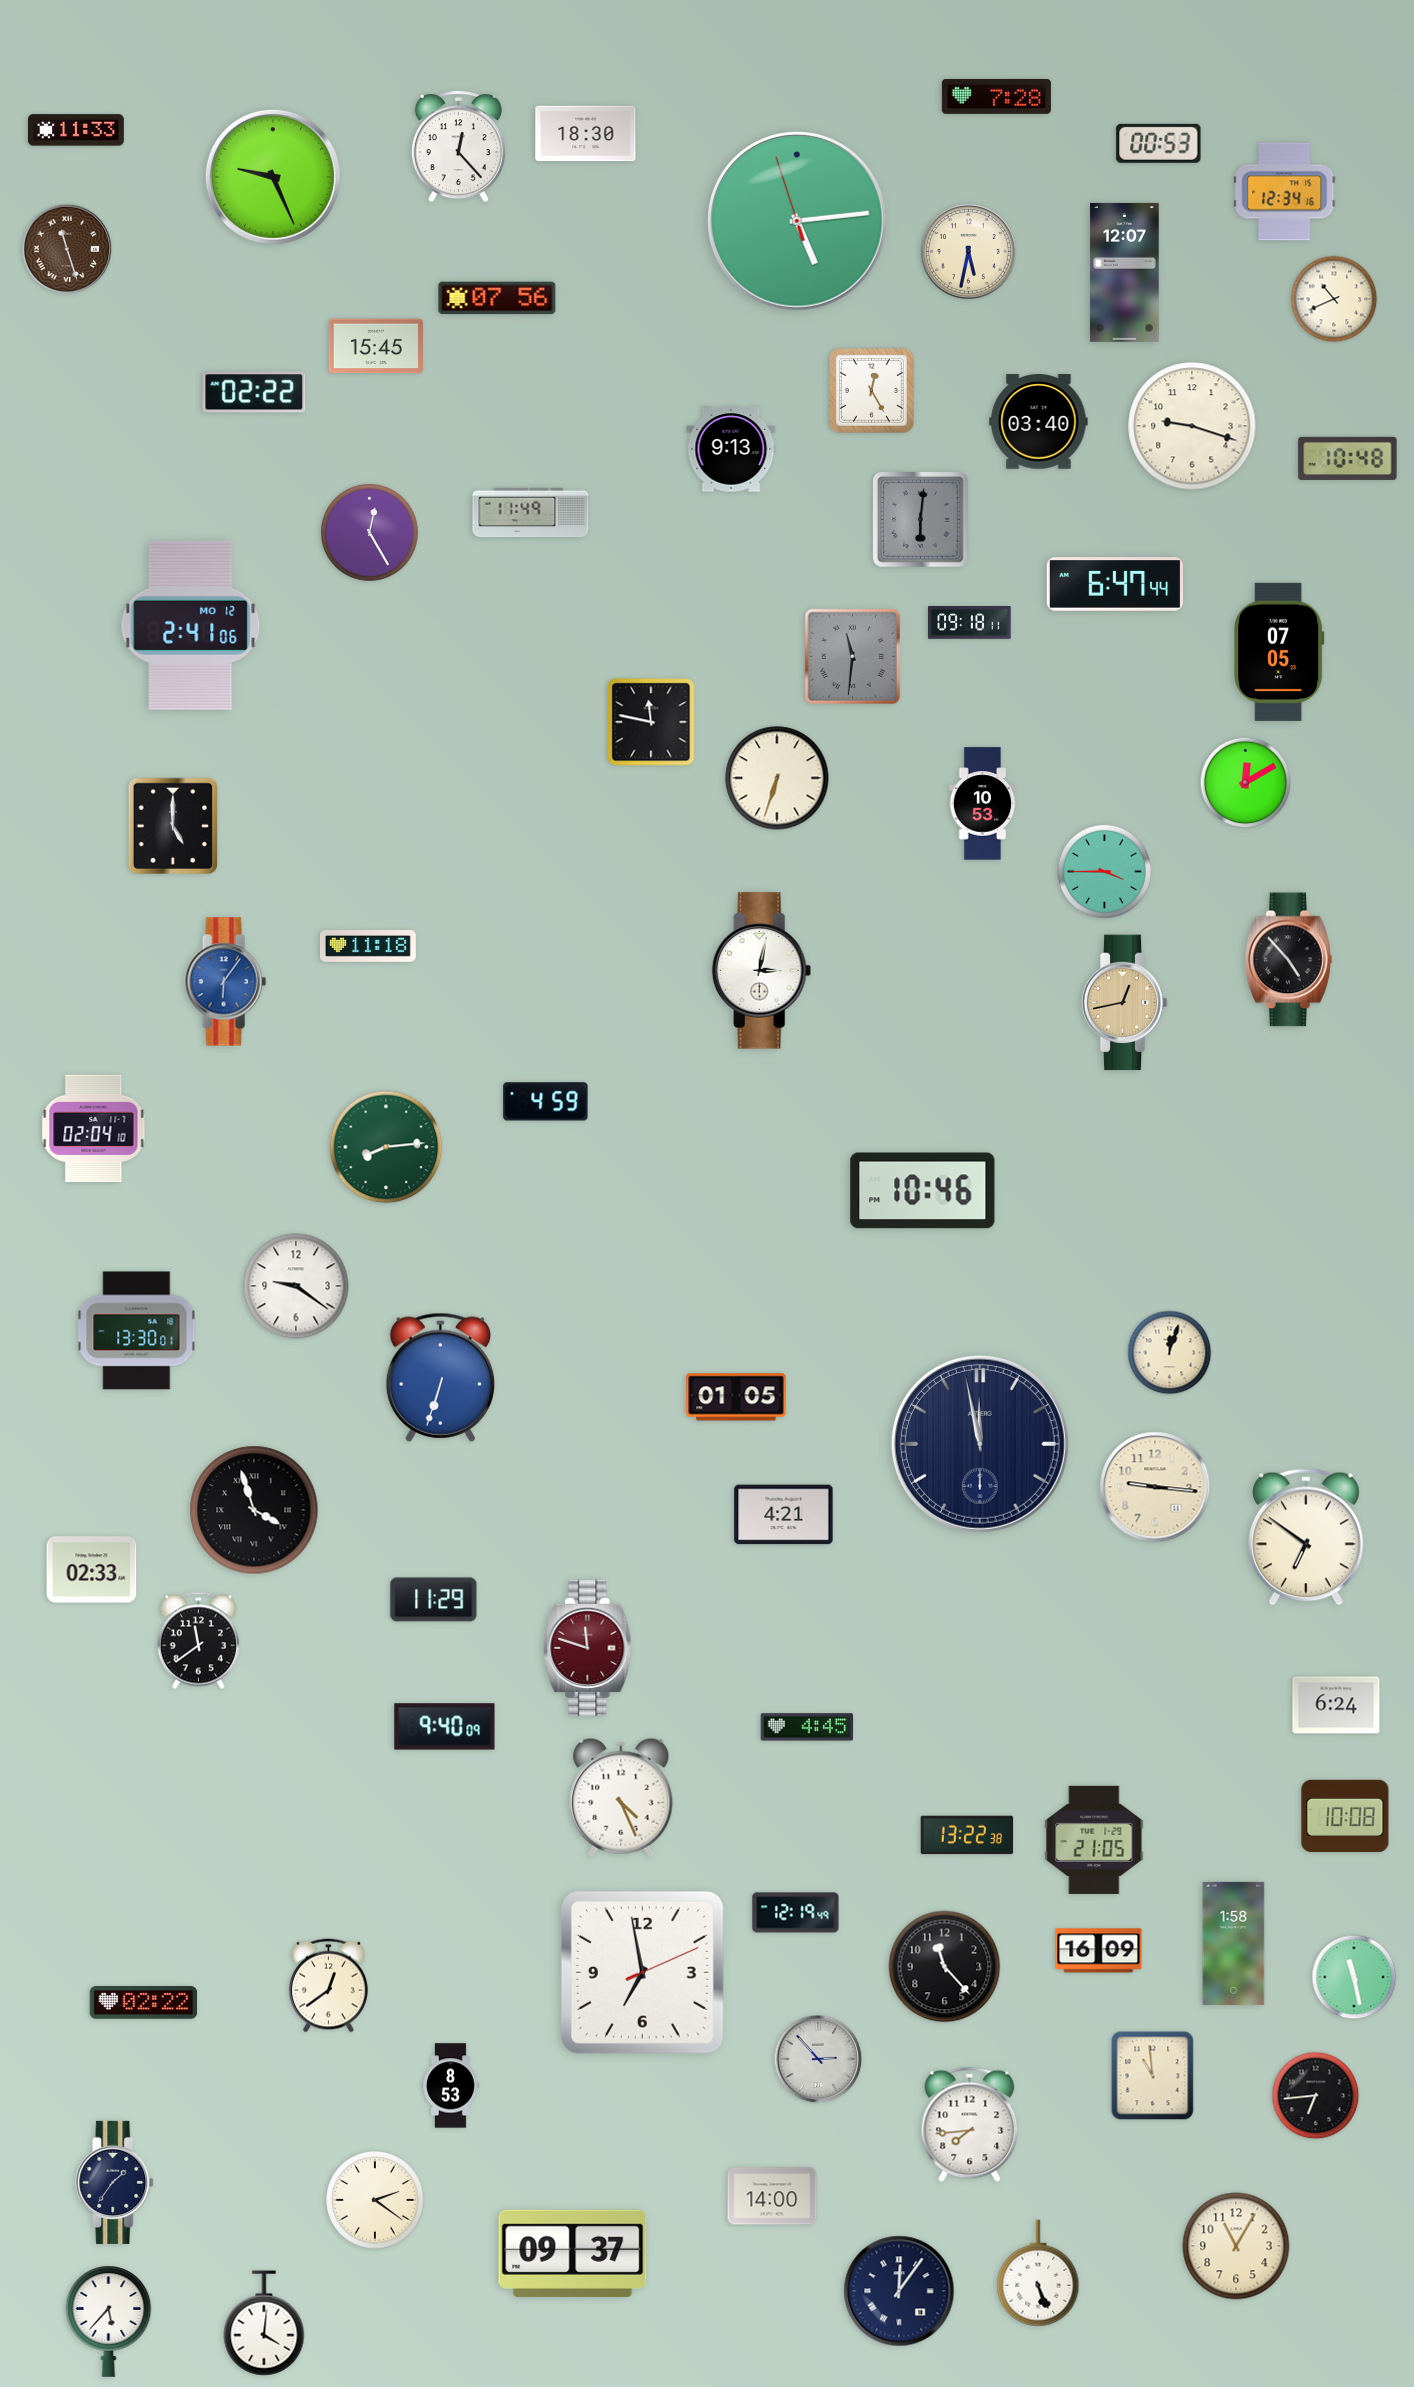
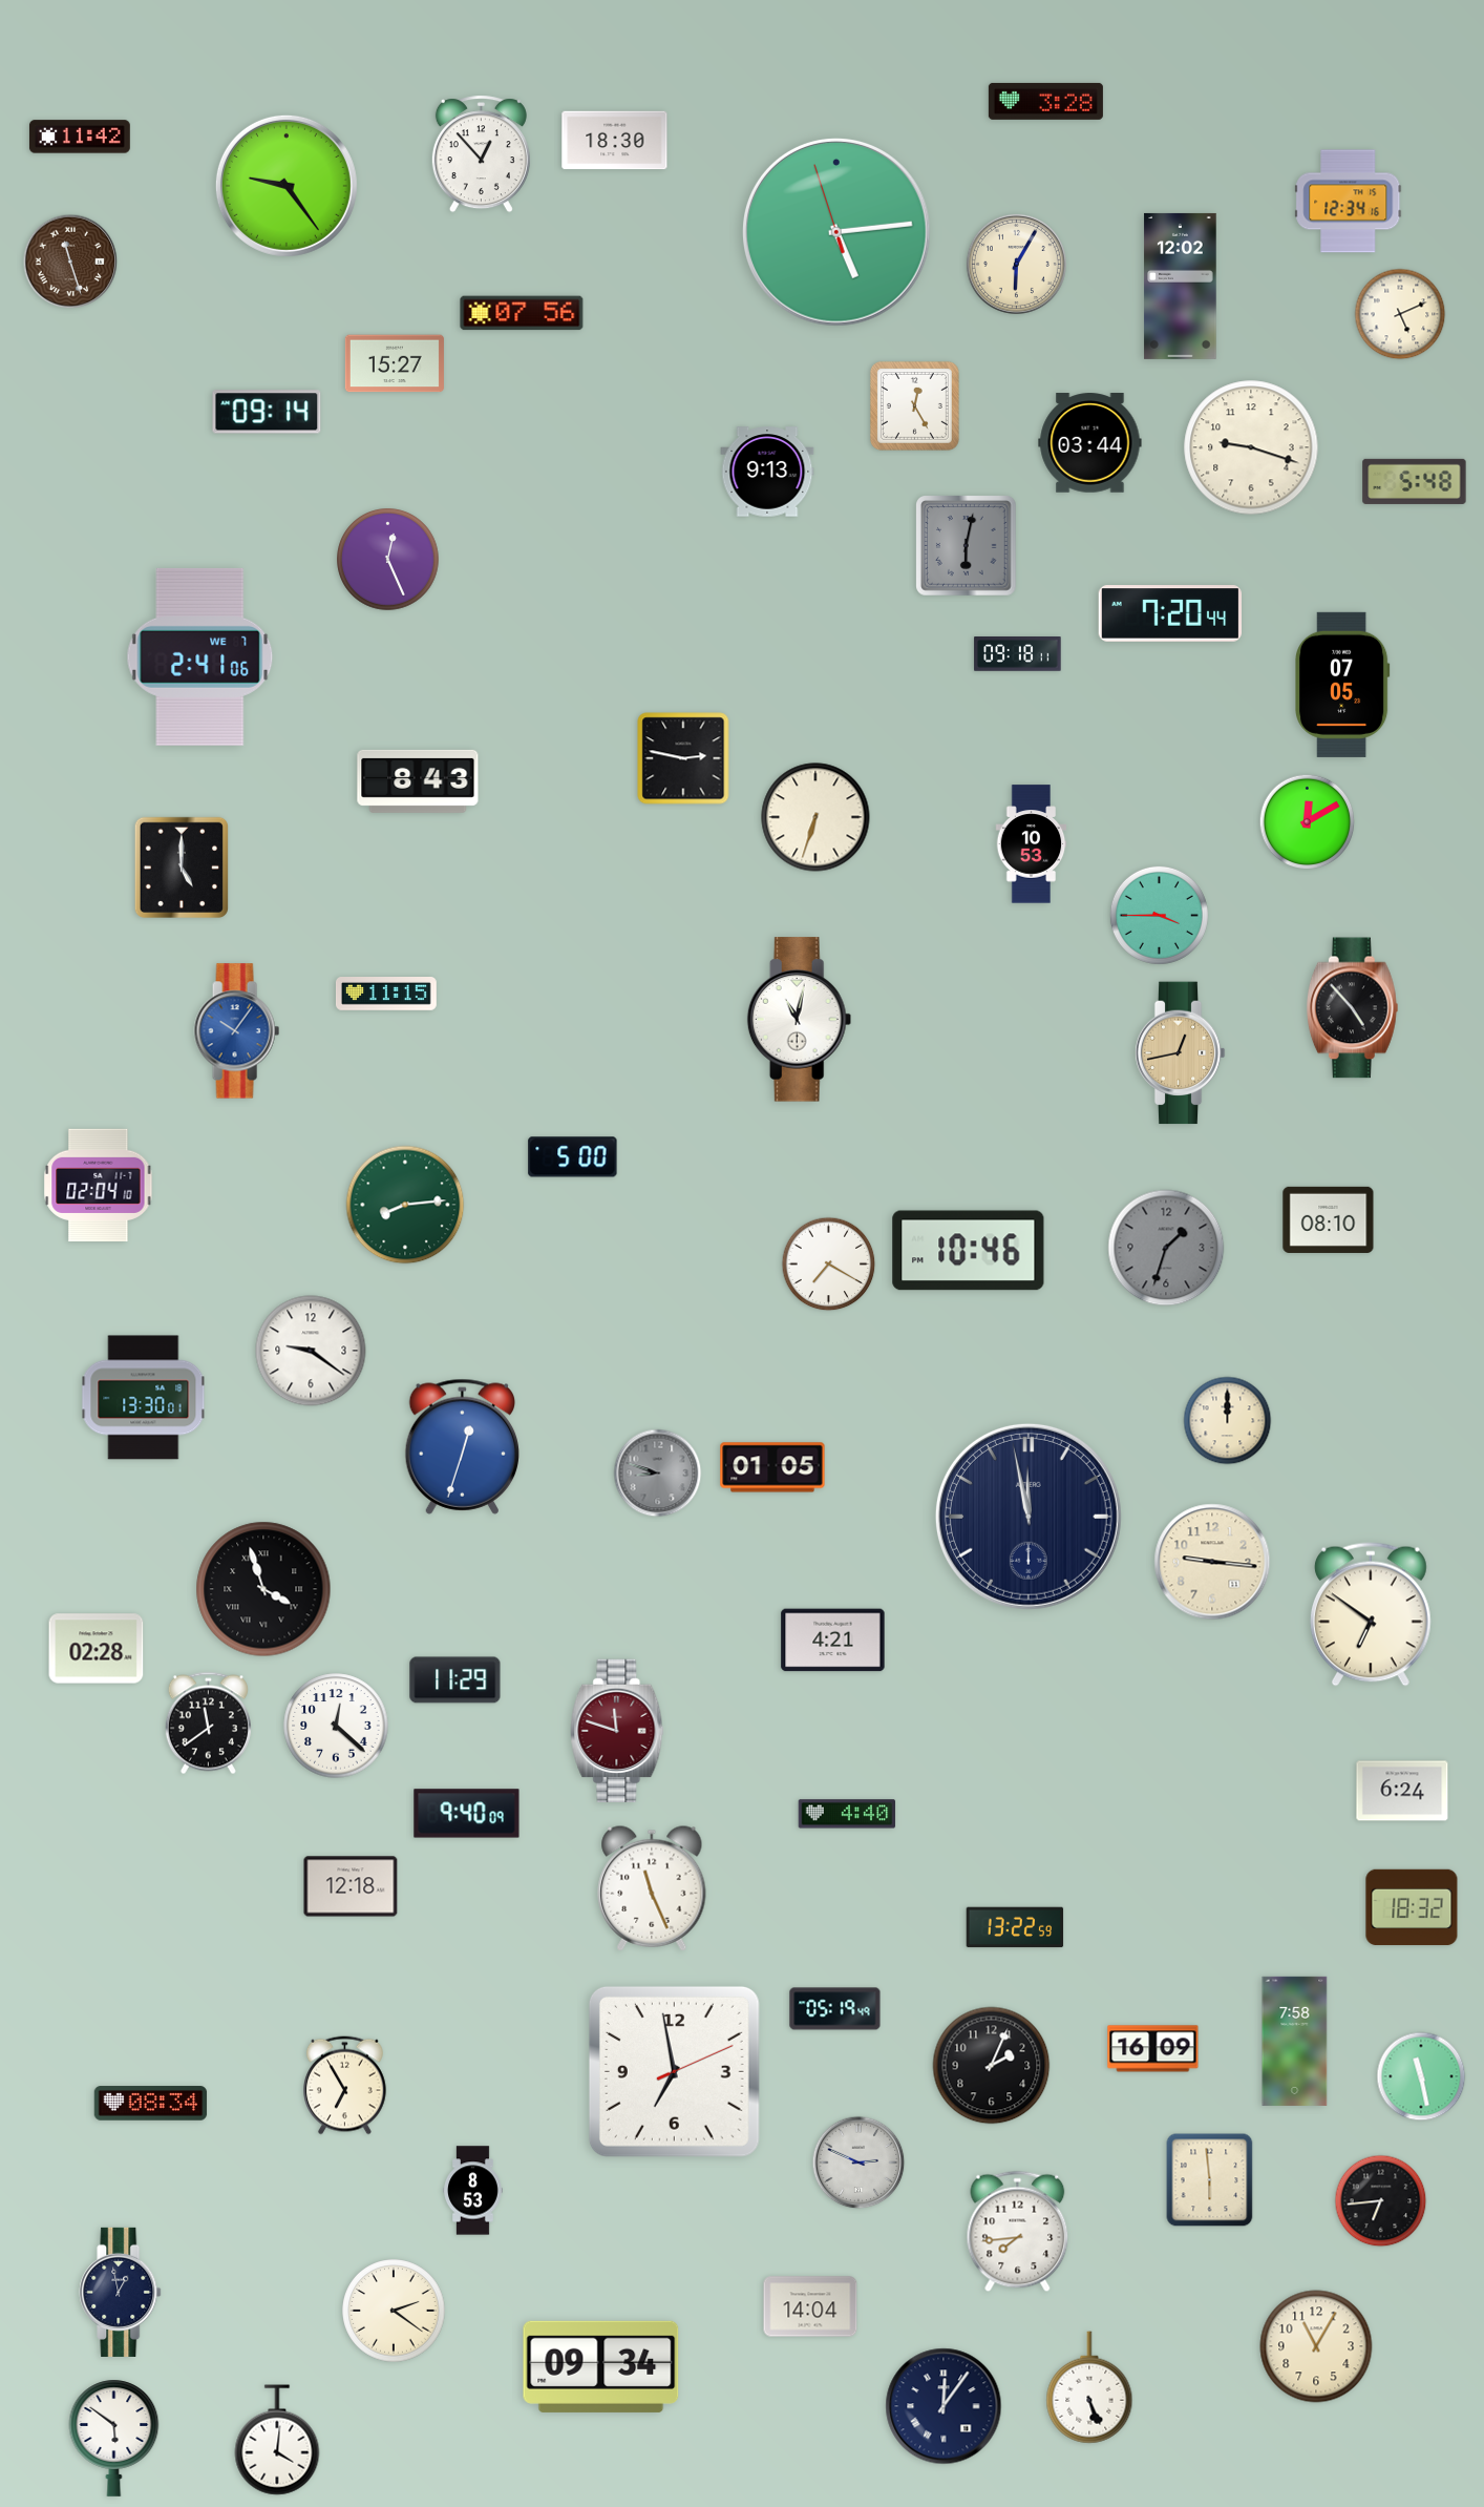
clock at (996, 96): 7:28 -> 3:28
clock at (76, 130): 11:33 -> 11:42
clock at (1159, 143): 00:53 -> none
clock at (458, 147): 12:23 -> 12:53
clock at (273, 177): 9:26 -> 9:24
clock at (968, 251): 5:32 -> 6:05
clock at (1125, 272): 12:07 -> 12:02
clock at (1334, 299): 10:41 -> 5:11
clock at (376, 346): 15:45 -> 15:27
clock at (871, 390) position: (871, 390) -> (914, 405)
clock at (254, 392): 02:22 -> 09:14
clock at (1039, 422): 03:40 -> 03:44
clock at (1348, 458): 10:48 -> 5:48
clock at (531, 513): 11:49 -> none
clock at (921, 520): 6:01 -> 6:02
clock at (370, 533): 12:25 -> 12:26
clock at (1115, 584): 6:47 -> 7:20
clock at (191, 625) date: MO 12 -> WE 7
clock at (852, 656): 11:31 -> none
clock at (651, 722): 11:47 -> 2:47
clock at (418, 781): none -> 8:43
clock at (368, 947): 11:18 -> 11:15
clock at (762, 971): 3:02 -> 11:02
clock at (225, 982): 6:06 -> 10:06
clock at (546, 1102): 4:59 -> 5:00
clock at (1329, 1219): none -> 08:10
clock at (1166, 1248): none -> 1:33
clock at (829, 1265): none -> 7:20
clock at (1170, 1353): 12:03 -> 12:00
clock at (440, 1377): 6:33 -> 12:33
clock at (658, 1474): none -> 8:48
clock at (254, 1510) position: (254, 1510) -> (263, 1589)
clock at (784, 1515) position: (784, 1515) -> (833, 1641)
clock at (92, 1570): 02:33 -> 02:28
clock at (336, 1726): none -> 12:22
clock at (807, 1727): 4:45 -> 4:40
clock at (351, 1886): none -> 12:18
clock at (621, 1798): 4:26 -> 11:26
clock at (1345, 1816): 10:08 -> 18:32
clock at (967, 1835): 13:22:38 -> 13:22:59
clock at (1094, 1840): 21:05 -> none
clock at (796, 1913): 12:19 -> 05:19
clock at (1234, 1943): 1:58 -> 7:58
clock at (945, 1967): 11:23 -> 2:04
clock at (329, 1986): 12:39 -> 6:55
clock at (144, 2003): 02:22 -> 08:34
clock at (818, 2059): 2:53 -> 2:49
clock at (1153, 2076): 10:59 -> 5:59
clock at (115, 2182): 1:36 -> 12:58
clock at (772, 2196): 14:00 -> 14:04
clock at (1236, 2246) position: (1236, 2246) -> (1316, 2346)
clock at (573, 2253): 09:37 -> 09:34
clock at (109, 2321): 5:37 -> 5:51
